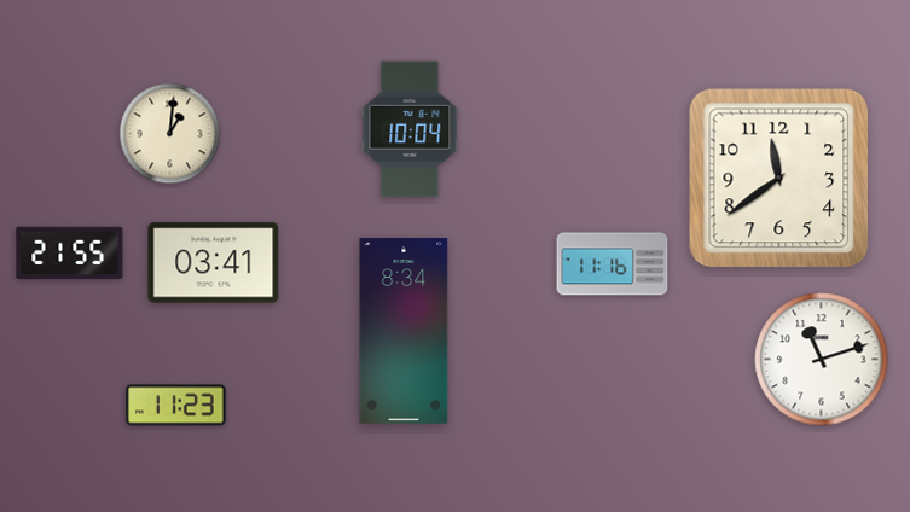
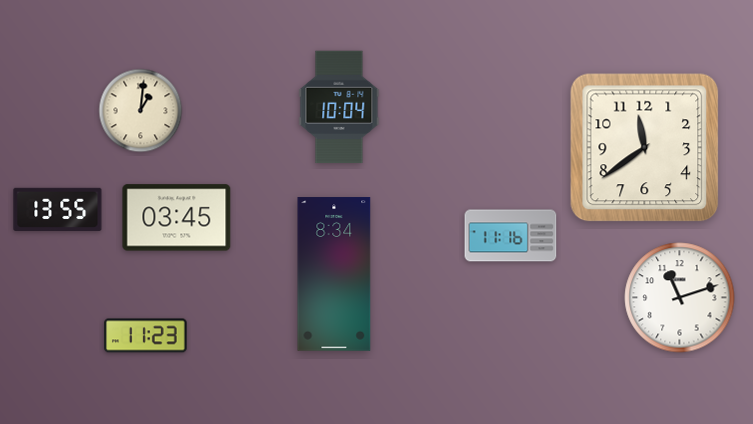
clock at (70, 252): 21:55 -> 13:55
clock at (214, 263): 03:41 -> 03:45
clock at (613, 264) position: (613, 264) -> (511, 236)
